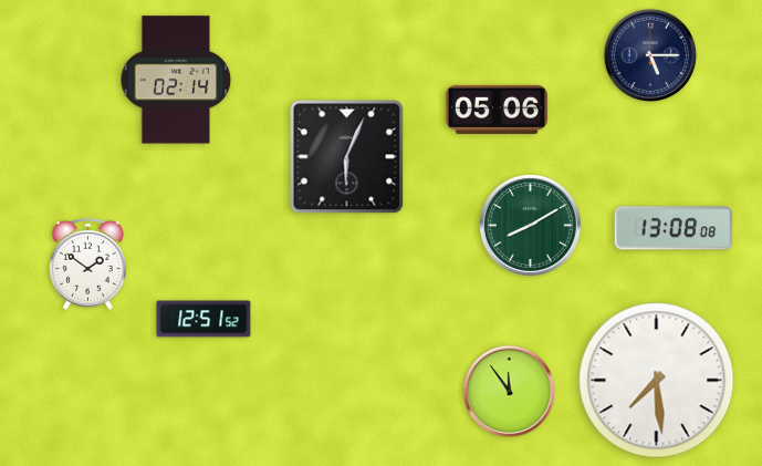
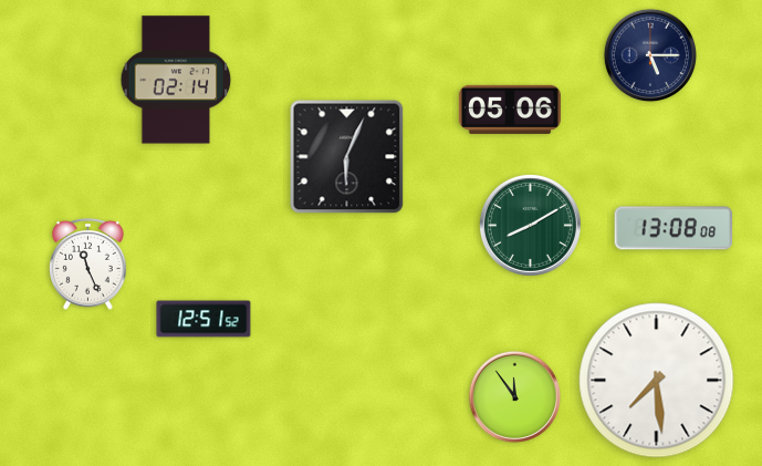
clock at (497, 110) position: (497, 110) -> (510, 110)
clock at (88, 263): 1:51 -> 11:26
clock at (509, 391) position: (509, 391) -> (514, 396)
